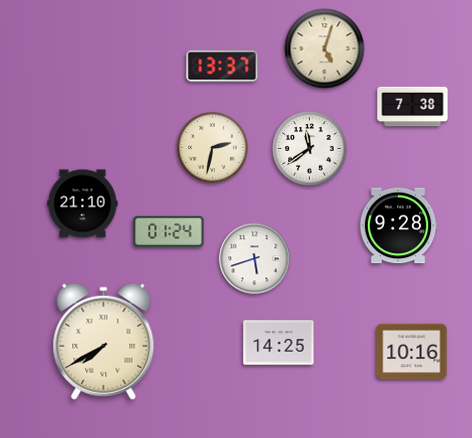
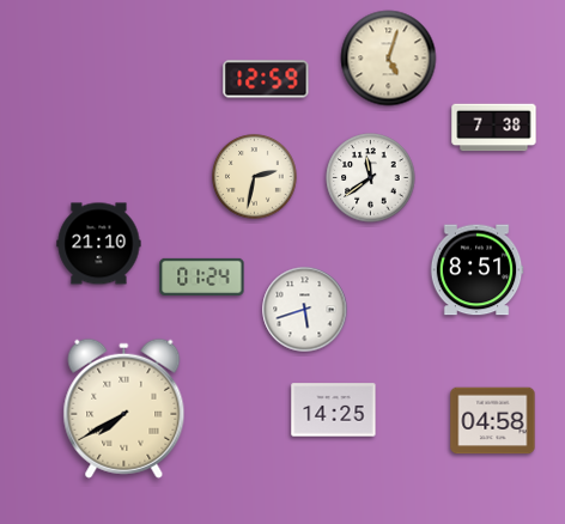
clock at (222, 66): 13:37 -> 12:59
clock at (398, 226): 9:28 -> 8:51
clock at (412, 352): 10:16 -> 04:58
